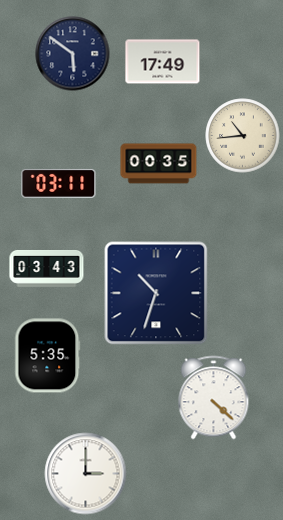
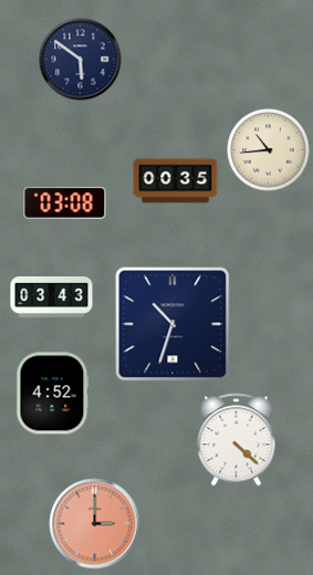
clock at (163, 62): 17:49 -> none
clock at (59, 183): 03:11 -> 03:08
clock at (48, 356): 5:35 -> 4:52
clock at (86, 474) dial: white -> salmon
